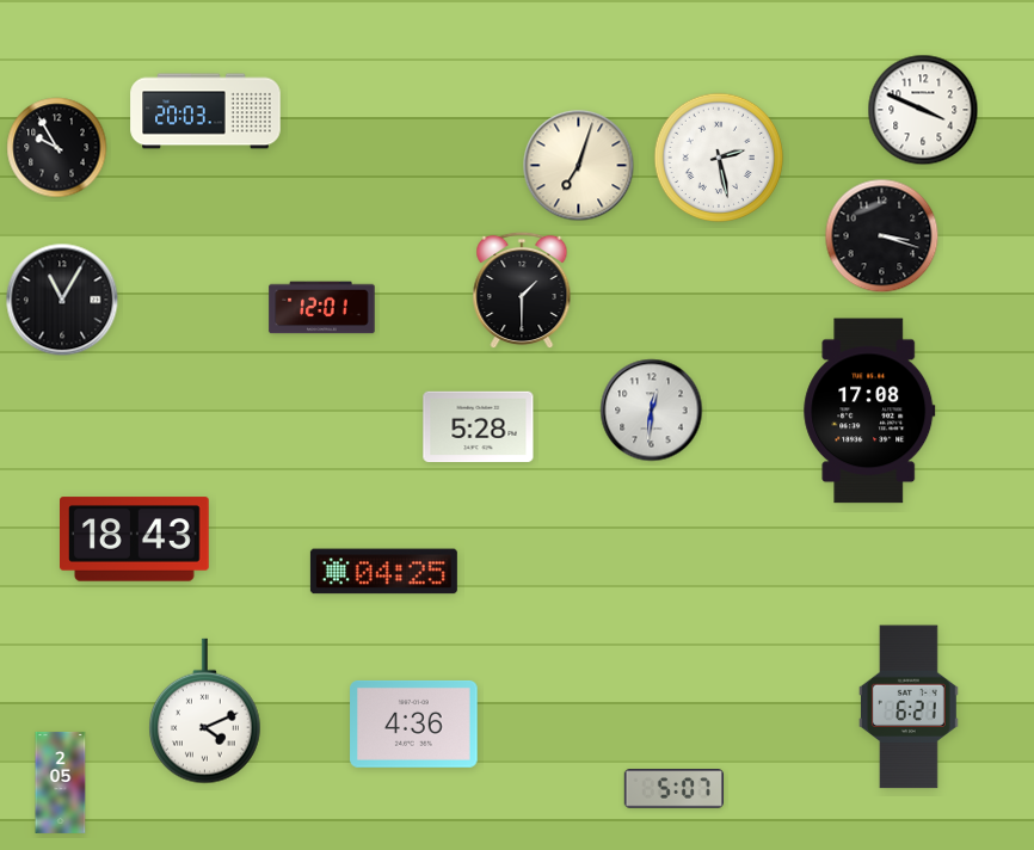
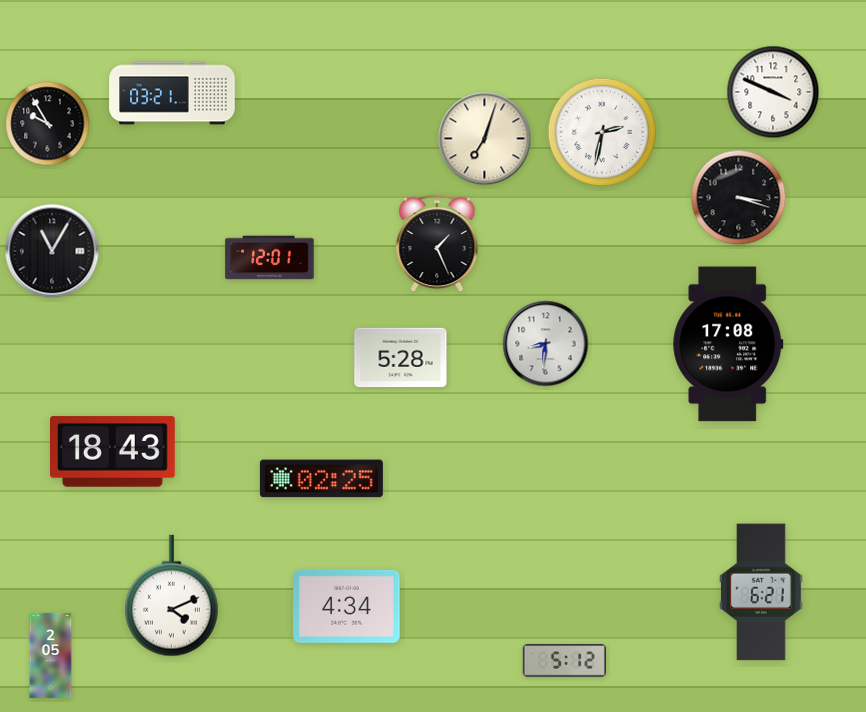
clock at (205, 111): 20:03 -> 03:21
clock at (719, 158): 2:28 -> 2:32
clock at (522, 290): 1:30 -> 1:26
clock at (652, 411): 12:31 -> 8:31
clock at (383, 572): 04:25 -> 02:25
clock at (414, 723): 4:36 -> 4:34
clock at (673, 789): 5:07 -> 5:12
